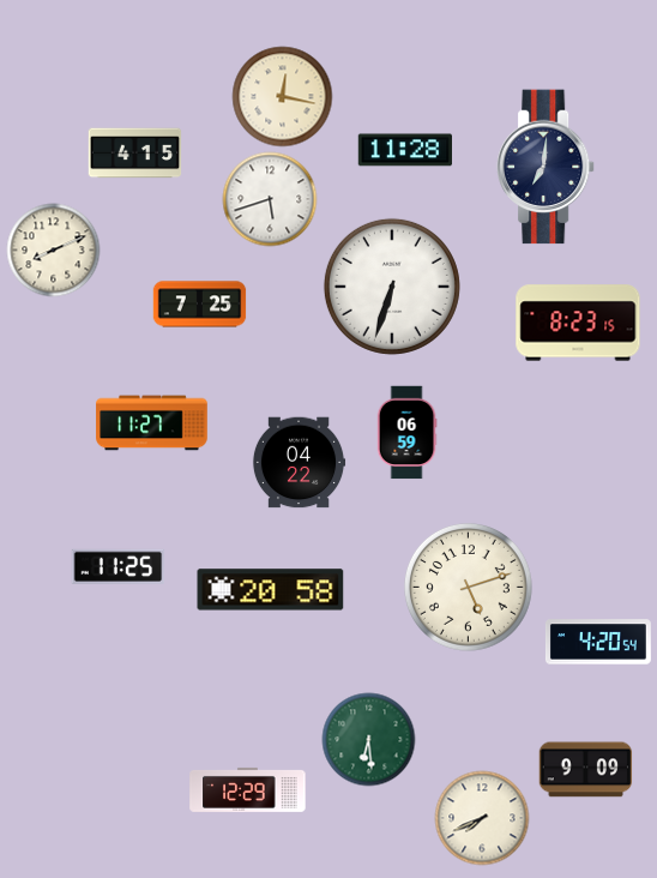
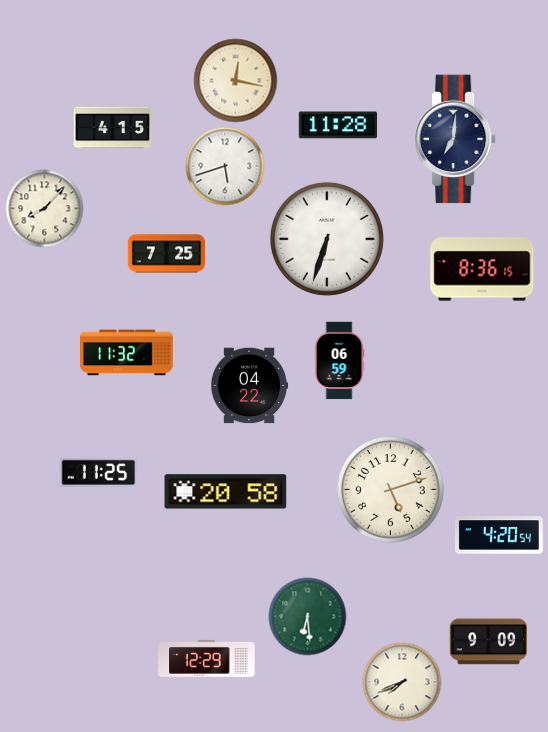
clock at (53, 249): 8:11 -> 8:07
clock at (578, 323): 8:23 -> 8:36
clock at (152, 423): 11:27 -> 11:32
